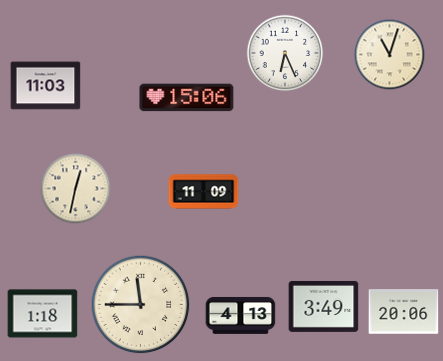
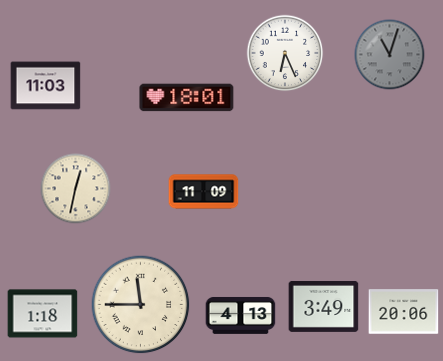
clock at (390, 55) dial: cream -> grey
clock at (187, 98): 15:06 -> 18:01
